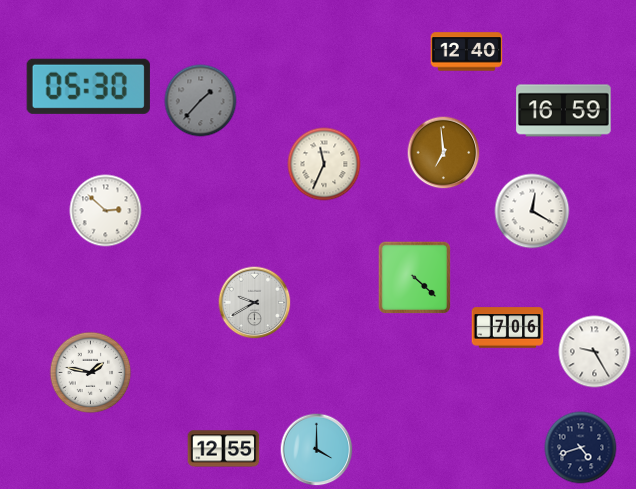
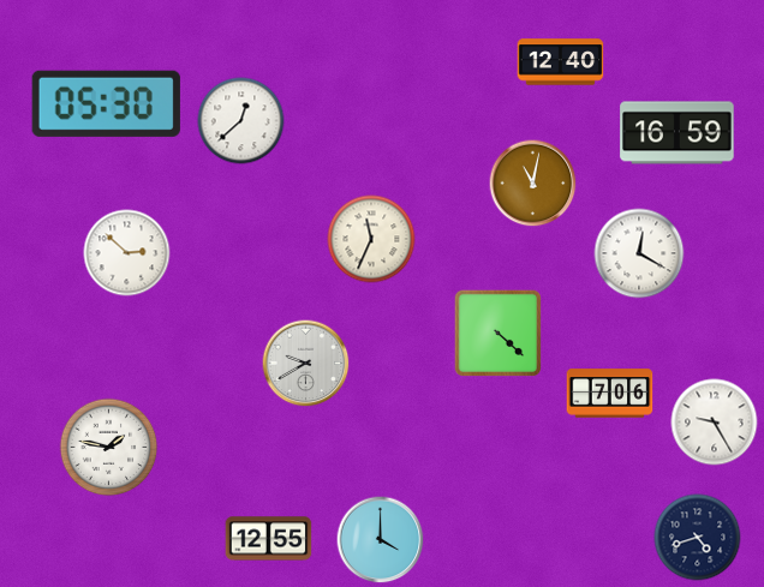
clock at (201, 101): 1:37 -> 12:38
clock at (201, 101) dial: grey -> white
clock at (444, 153): 6:59 -> 11:02
clock at (324, 164) position: (324, 164) -> (371, 239)
